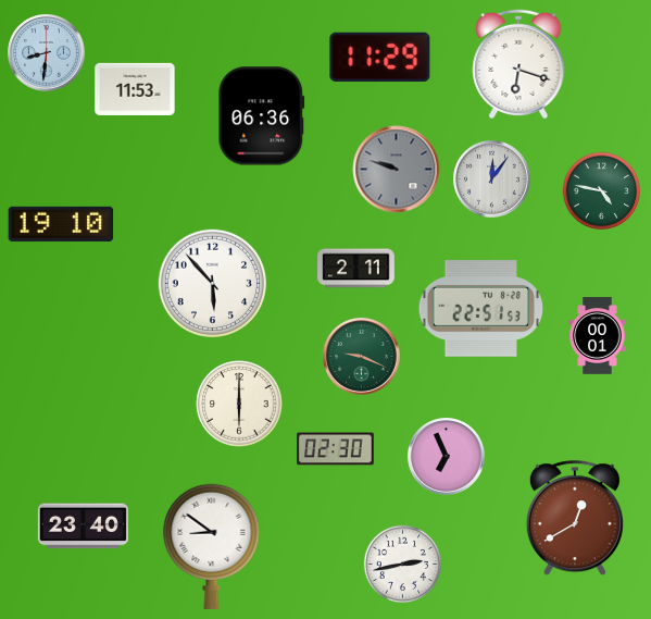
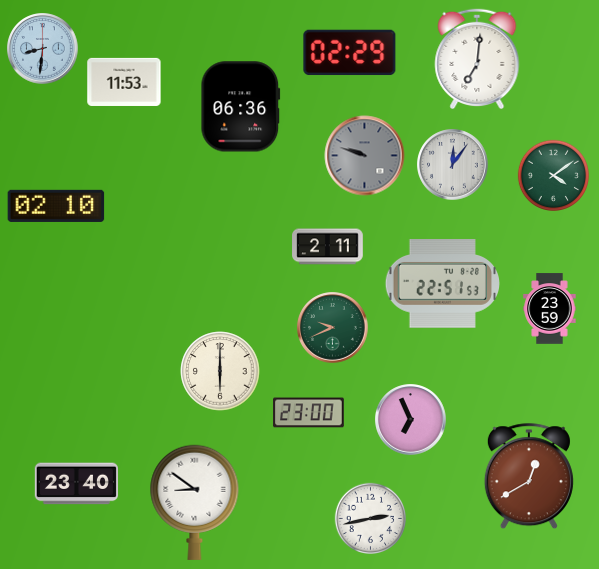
clock at (380, 58): 11:29 -> 02:29
clock at (518, 64): 6:18 -> 7:01
clock at (601, 190): 4:47 -> 4:09
clock at (61, 224): 19:10 -> 02:10
clock at (213, 284): 5:53 -> none
clock at (598, 336): 00:01 -> 23:59
clock at (362, 357): 9:19 -> 9:41
clock at (336, 449): 02:30 -> 23:00
